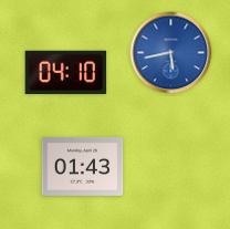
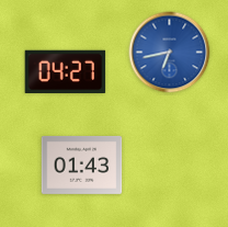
clock at (171, 53): 5:43 -> 6:43
clock at (66, 72): 04:10 -> 04:27
